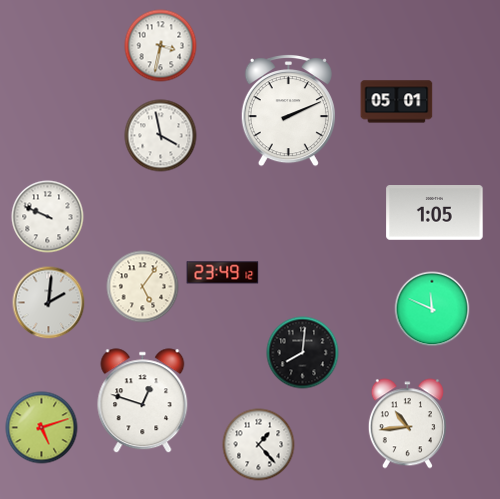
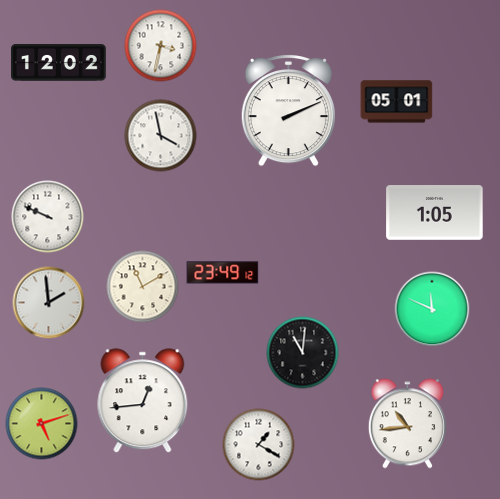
clock at (59, 63): none -> 12:02
clock at (143, 287): 5:06 -> 11:10
clock at (49, 303): 2:01 -> 1:59
clock at (303, 353): 8:01 -> 11:01
clock at (143, 401): 12:48 -> 12:44
clock at (42, 428) position: (42, 428) -> (42, 424)
clock at (259, 445): 1:23 -> 1:20
